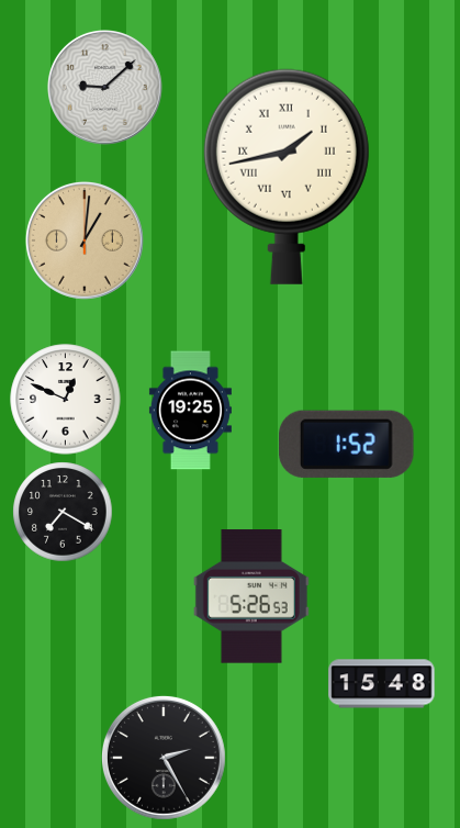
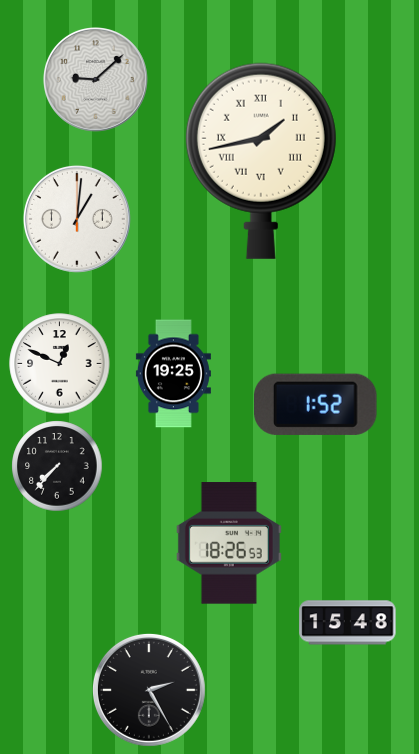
clock at (85, 240) dial: champagne -> white
clock at (63, 512): 7:20 -> 7:37
clock at (251, 596): 5:26 -> 18:26
